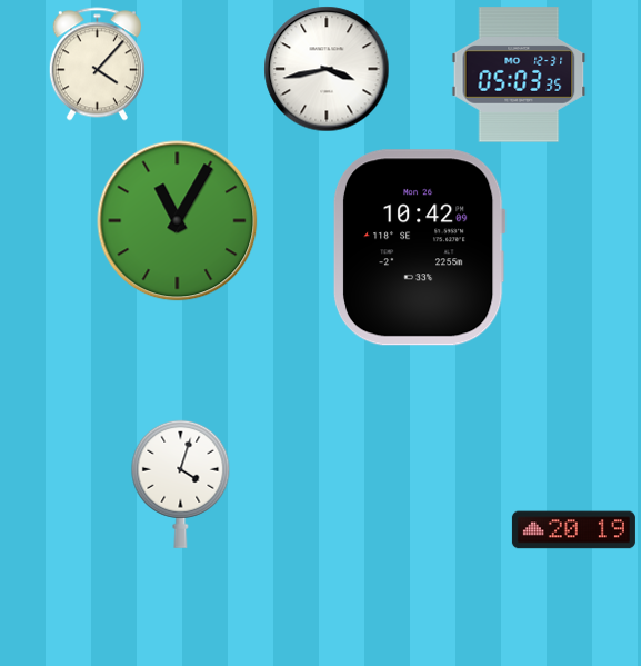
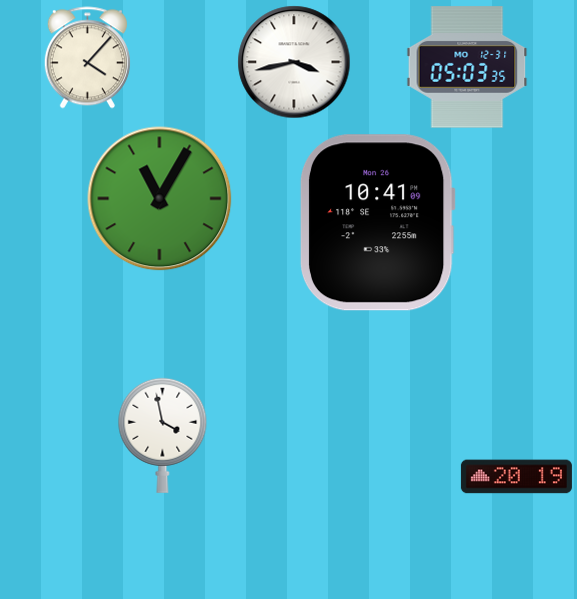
clock at (419, 248): 10:42 -> 10:41
clock at (181, 484): 4:03 -> 3:58
